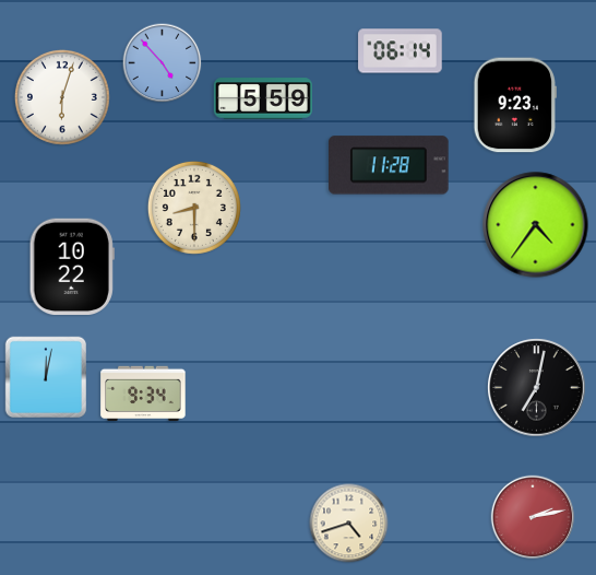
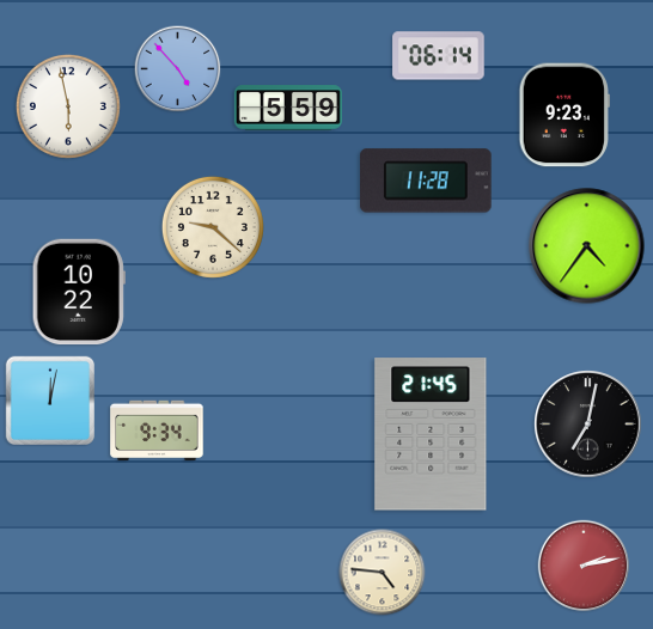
clock at (62, 97): 6:03 -> 5:58
clock at (194, 208): 8:30 -> 9:22
clock at (45, 376) position: (45, 376) -> (49, 399)
clock at (431, 434): none -> 21:45
clock at (349, 524): 4:42 -> 4:46
